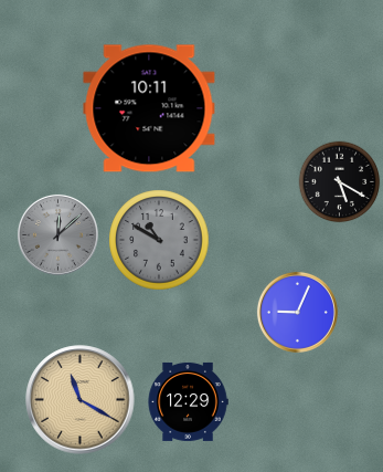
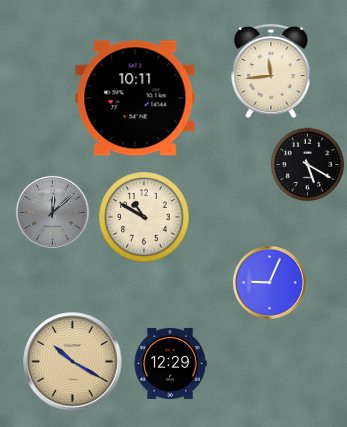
clock at (271, 71): none -> 11:44
clock at (159, 240) dial: grey -> cream
clock at (81, 400): 11:20 -> 10:20
